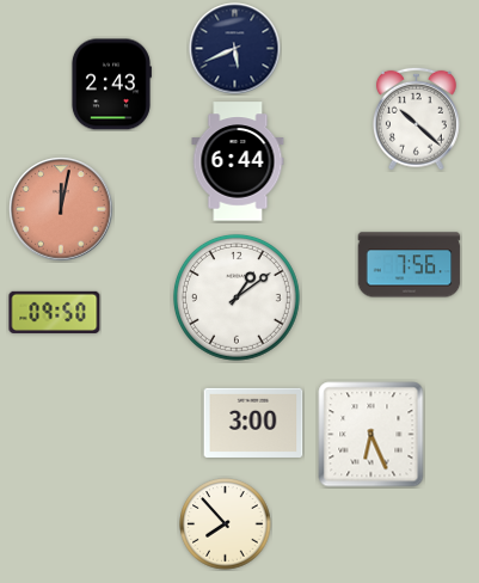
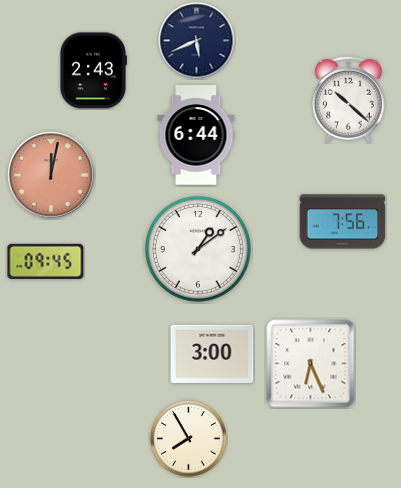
clock at (238, 161) position: (238, 161) -> (196, 135)
clock at (55, 312): 09:50 -> 09:45
clock at (226, 524): 7:53 -> 7:55
